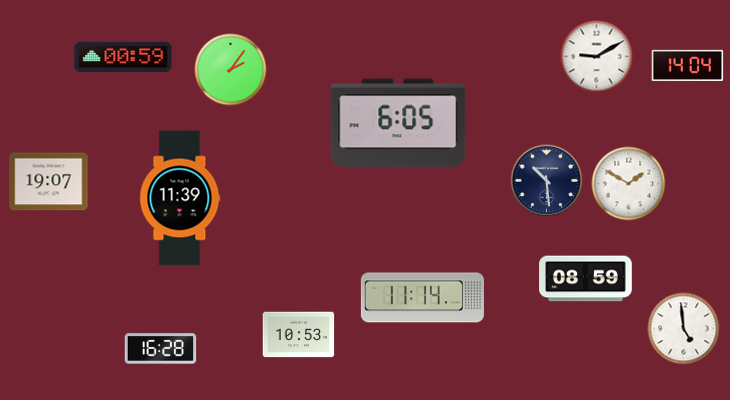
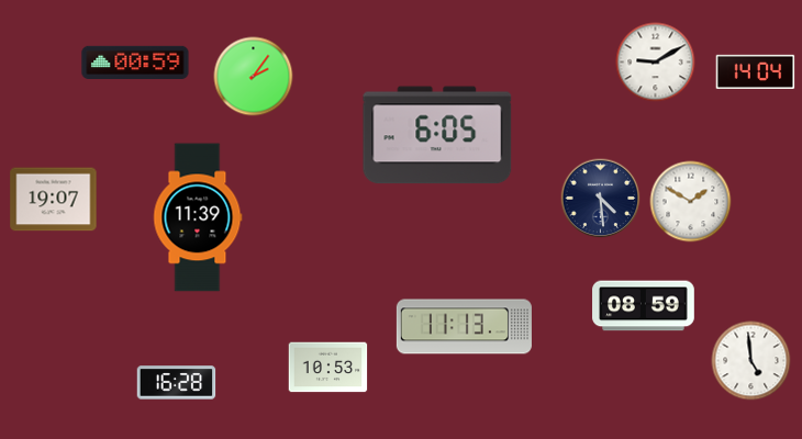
clock at (547, 181): 10:29 -> 4:29
clock at (422, 298): 11:14 -> 11:13
